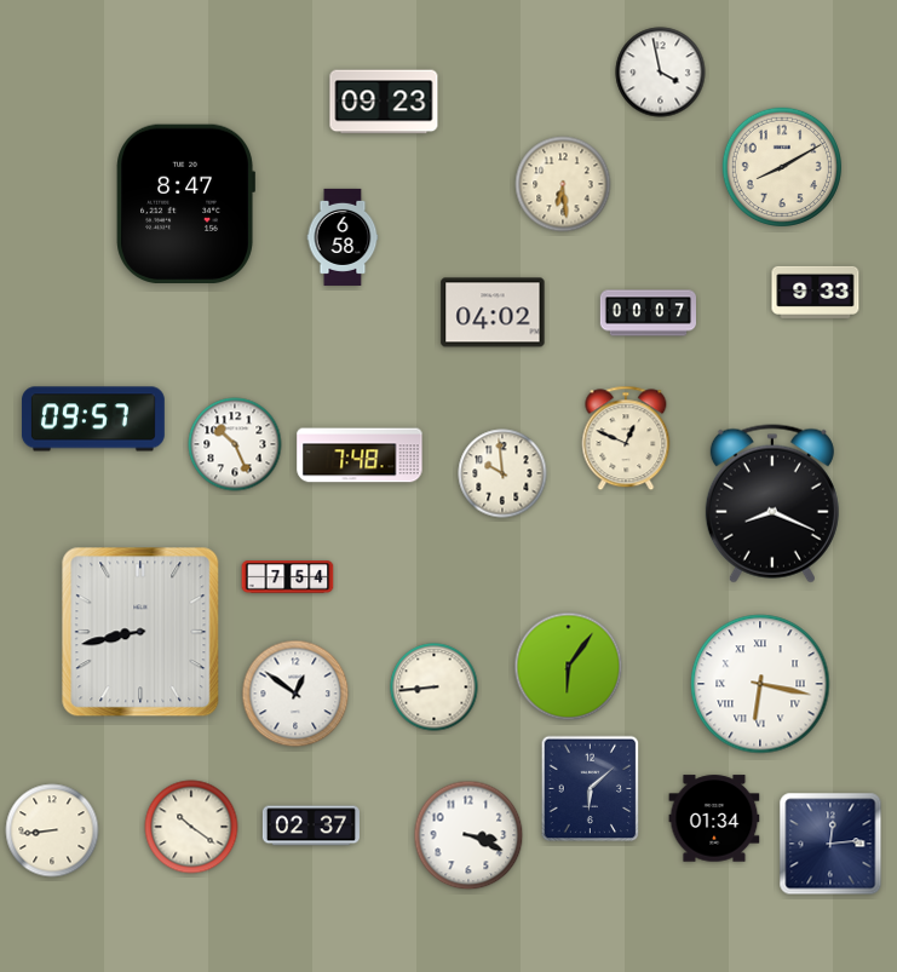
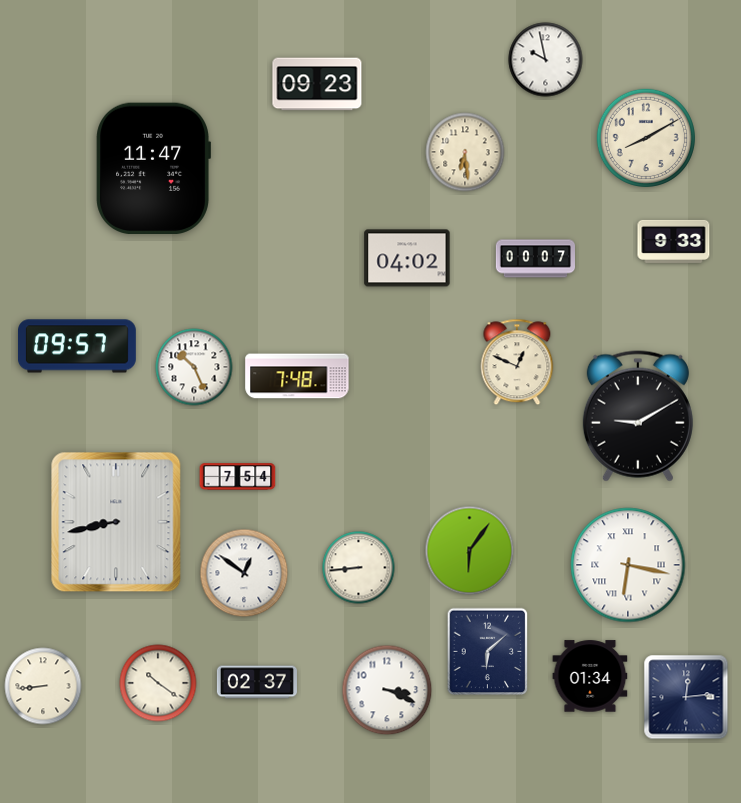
clock at (661, 73): 3:58 -> 9:58
clock at (185, 203): 8:47 -> 11:47
clock at (343, 237): 6:58 -> none
clock at (502, 473): 9:59 -> none
clock at (772, 504): 8:19 -> 9:10
